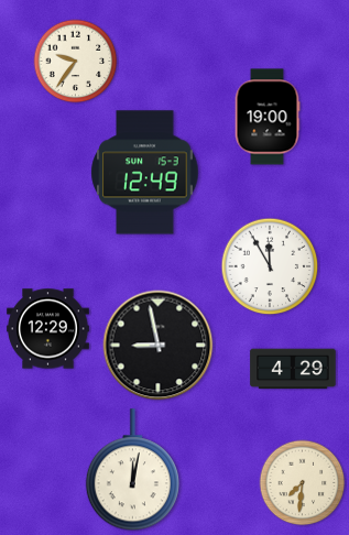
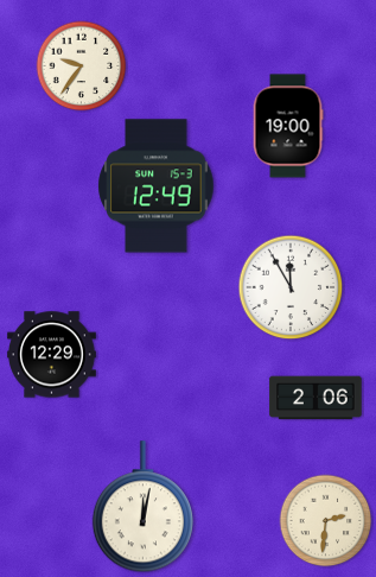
clock at (159, 346): 8:58 -> none
clock at (293, 369): 4:29 -> 2:06
clock at (303, 483): 7:31 -> 2:31
